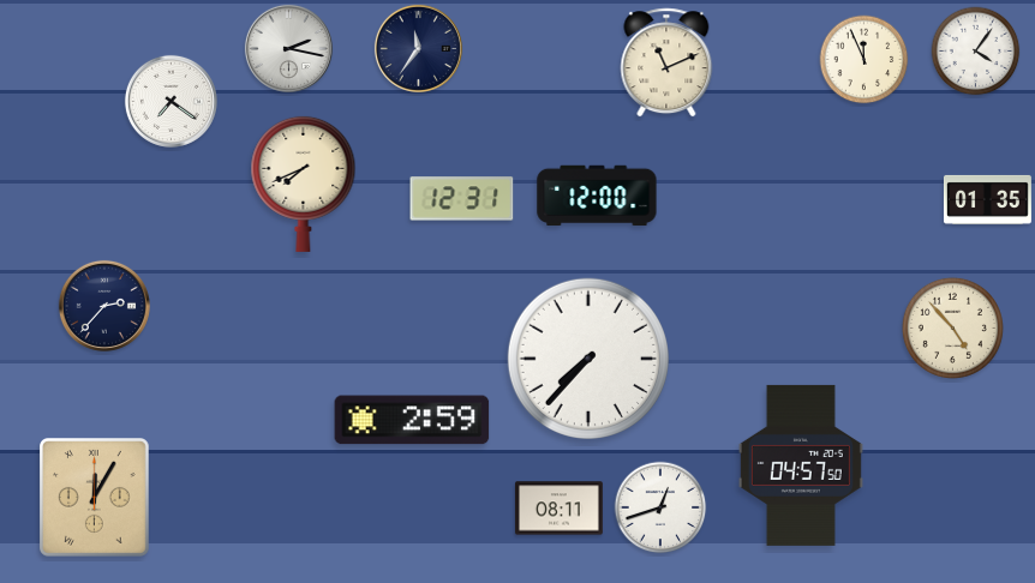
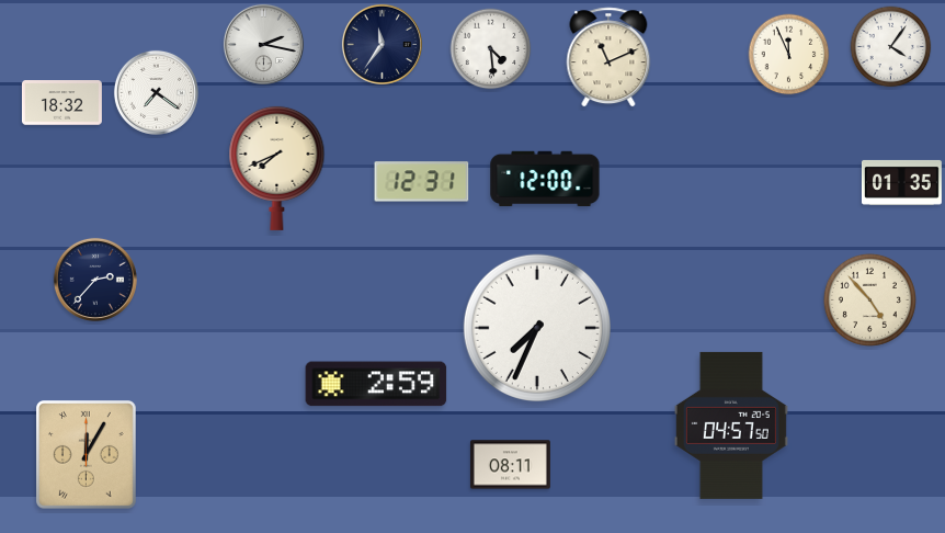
clock at (491, 49): none -> 4:29
clock at (61, 103): none -> 18:32
clock at (587, 357): 7:37 -> 7:34
clock at (660, 507): 12:42 -> none
